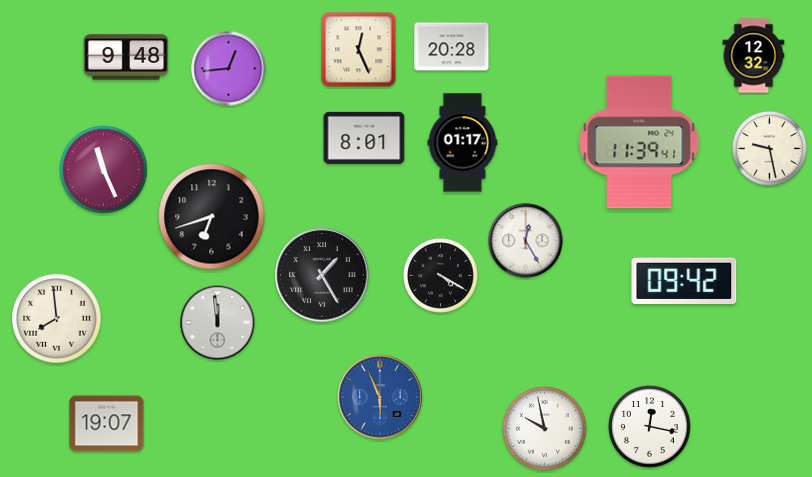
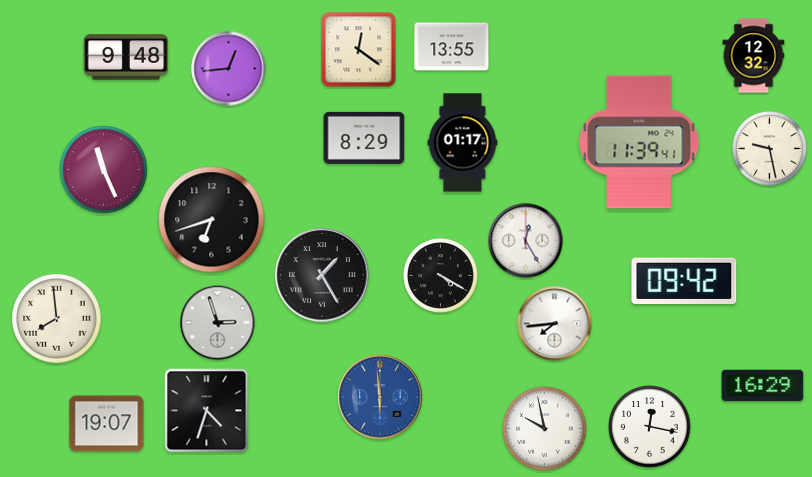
clock at (452, 47): 20:28 -> 13:55
clock at (359, 50): 12:26 -> 12:21
clock at (364, 138): 8:01 -> 8:29
clock at (212, 217) position: (212, 217) -> (212, 220)
clock at (218, 323): 11:59 -> 2:57
clock at (555, 324): none -> 7:44
clock at (763, 386): none -> 16:29
clock at (380, 397): 5:56 -> 5:59
clock at (207, 411): none -> 4:33
